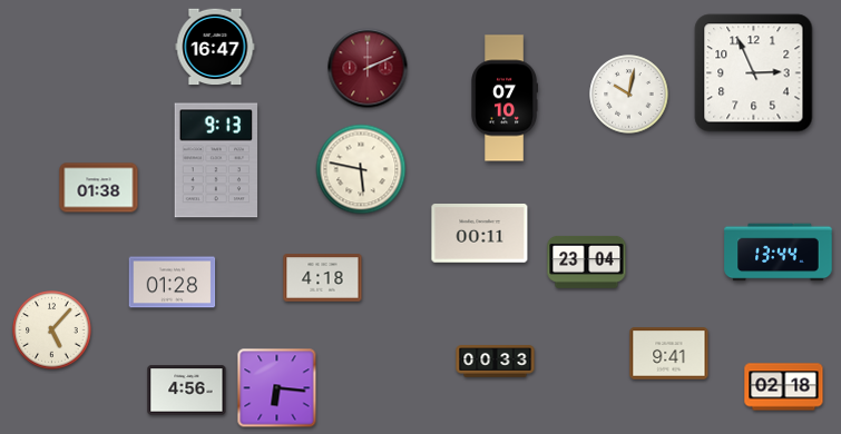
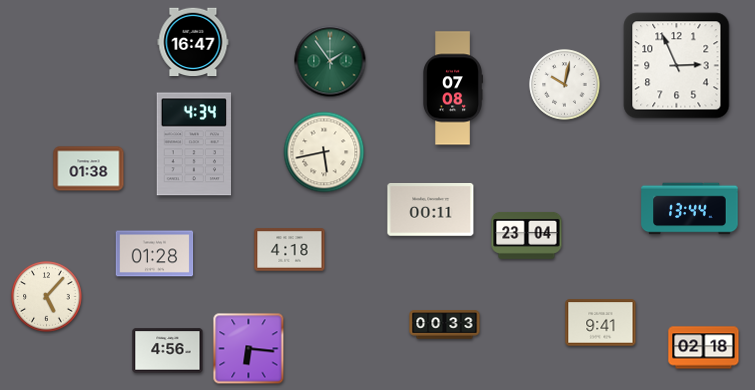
clock at (368, 68): 2:11 -> 1:54
clock at (368, 68) dial: burgundy -> green
clock at (505, 98): 07:10 -> 07:08
clock at (216, 160): 9:13 -> 4:34
clock at (361, 169): 5:47 -> 5:43
clock at (779, 253) position: (779, 253) -> (690, 209)
clock at (669, 354) position: (669, 354) -> (601, 323)
